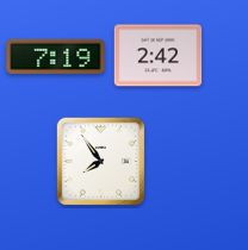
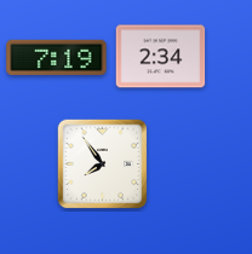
clock at (159, 56): 2:42 -> 2:34
